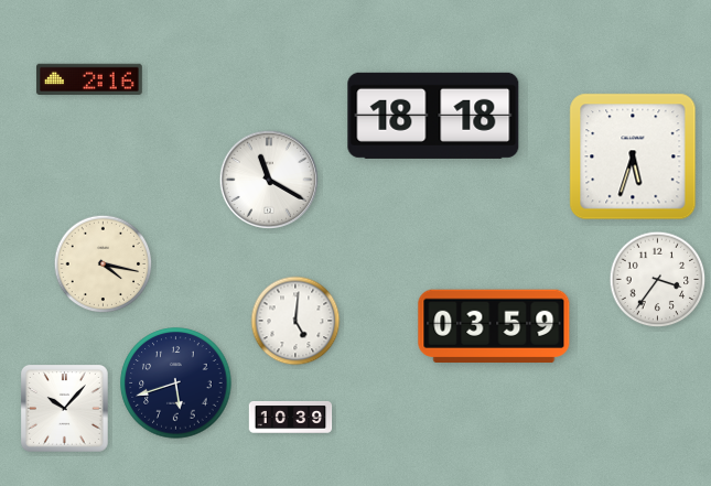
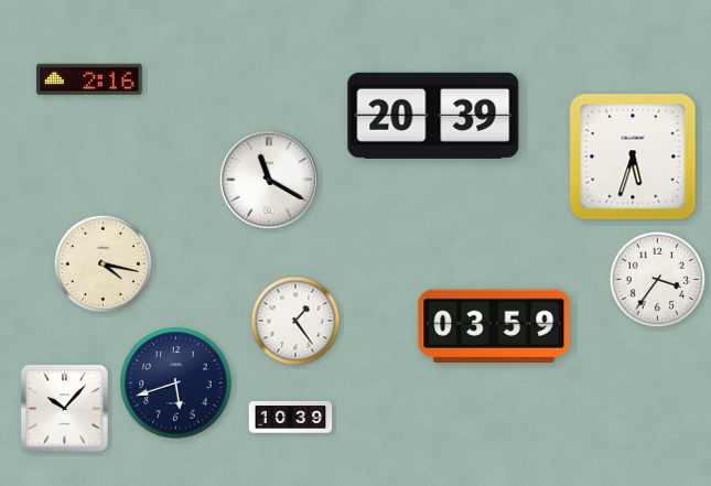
clock at (433, 116): 18:18 -> 20:39
clock at (295, 321): 5:01 -> 1:24
